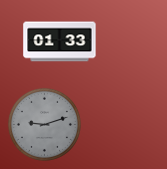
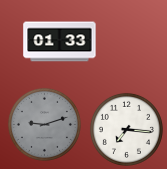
clock at (126, 129): none -> 7:16
